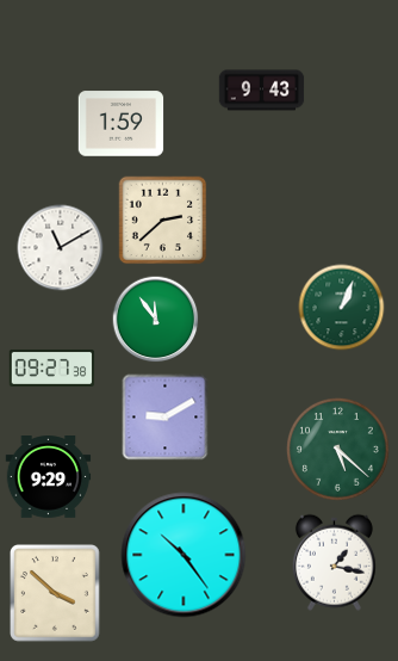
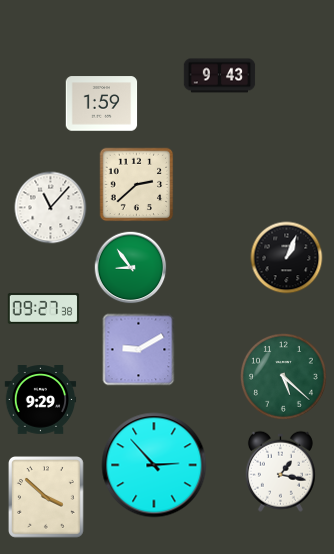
clock at (61, 248): 11:10 -> 11:07
clock at (342, 308) dial: green -> black
clock at (156, 320): 11:54 -> 8:54
clock at (184, 555): 10:24 -> 2:53
